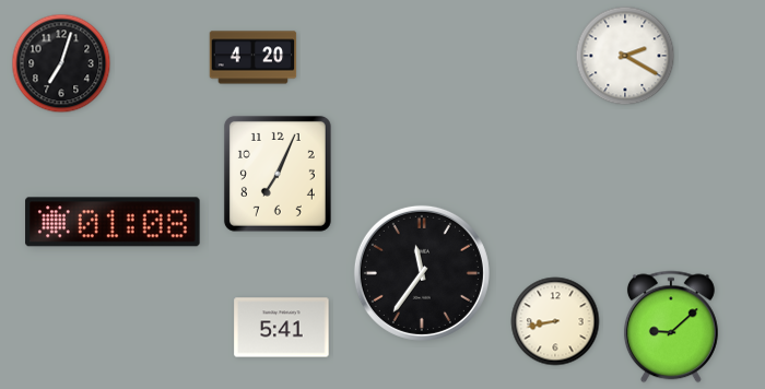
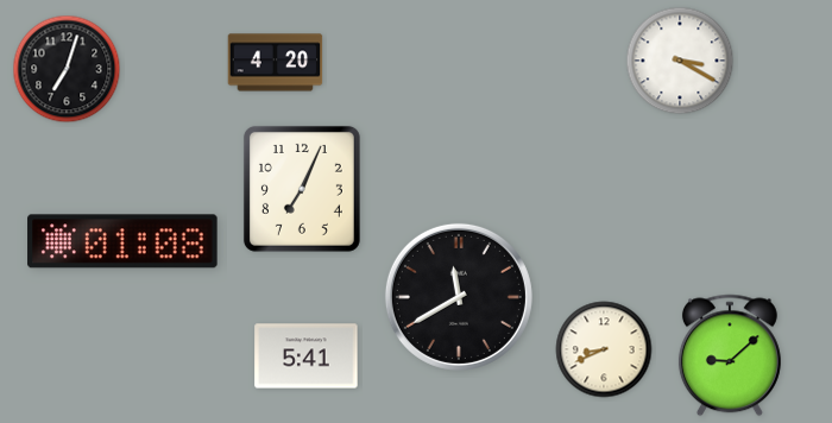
clock at (625, 56): 2:20 -> 3:20
clock at (422, 273): 11:36 -> 11:40
clock at (555, 321): 8:43 -> 8:41
